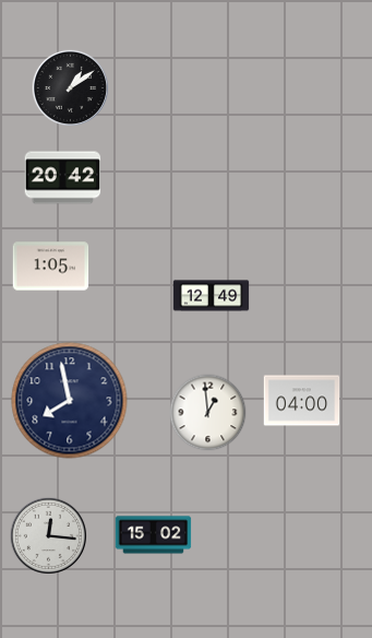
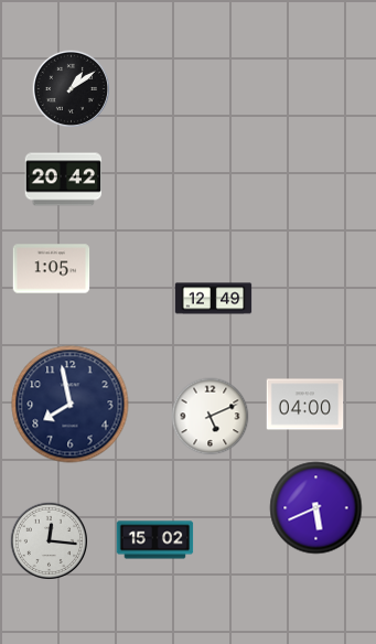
clock at (208, 413): 12:59 -> 5:11
clock at (316, 508): none -> 5:41
